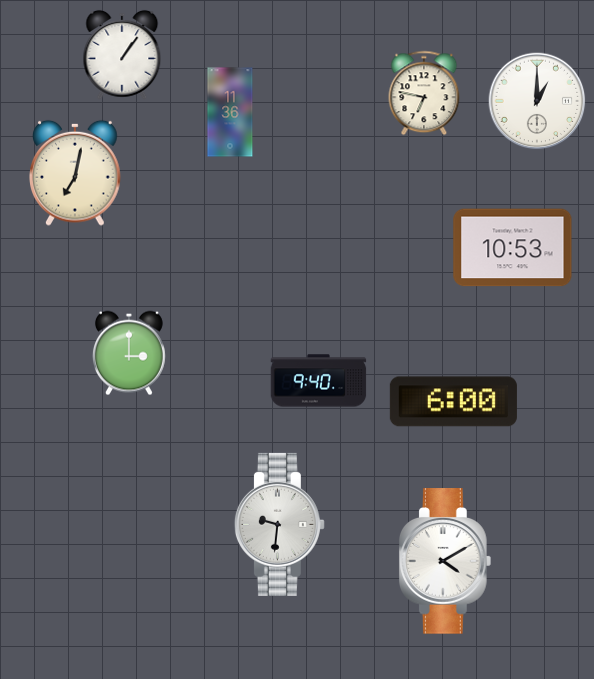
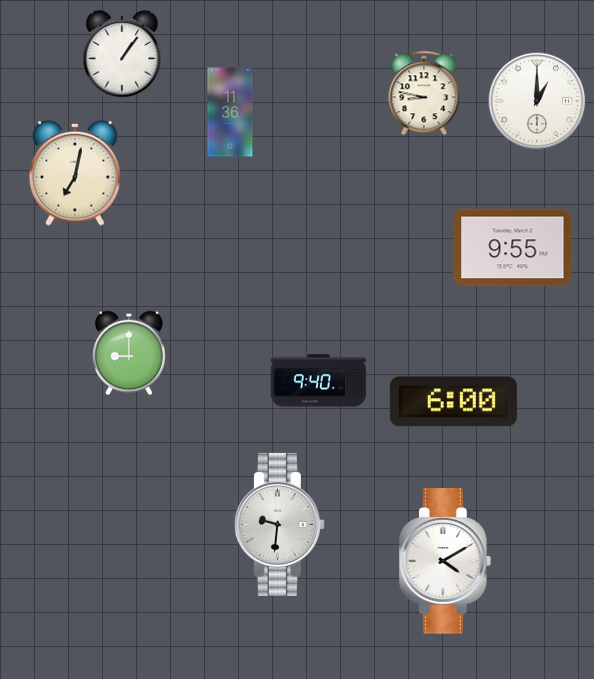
clock at (424, 93): 6:47 -> 8:47
clock at (513, 248): 10:53 -> 9:55
clock at (129, 353): 3:00 -> 9:00
